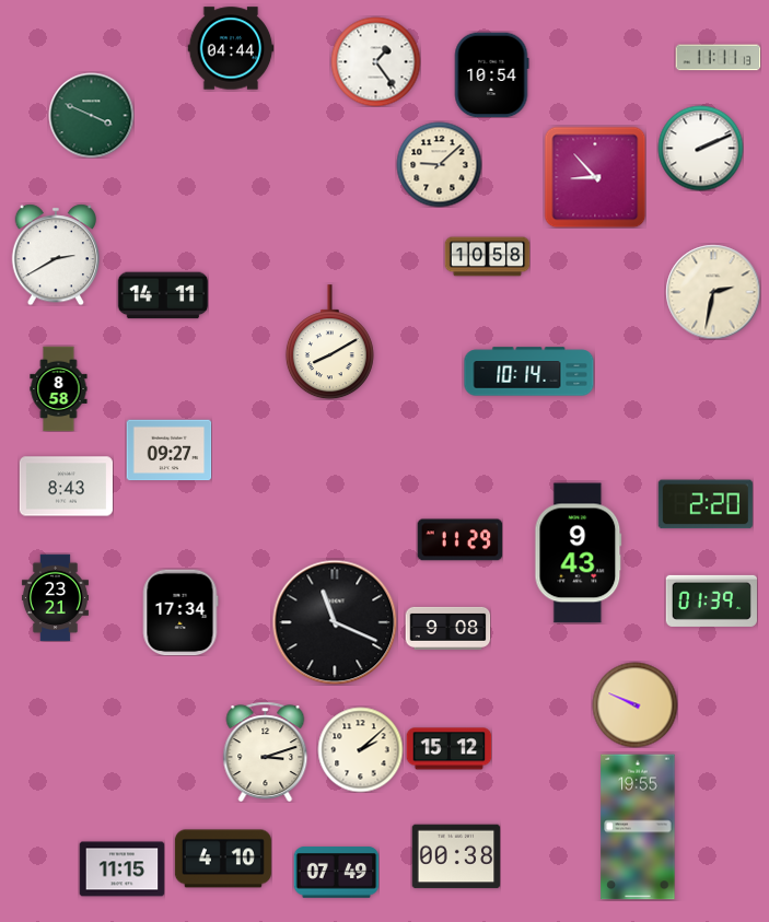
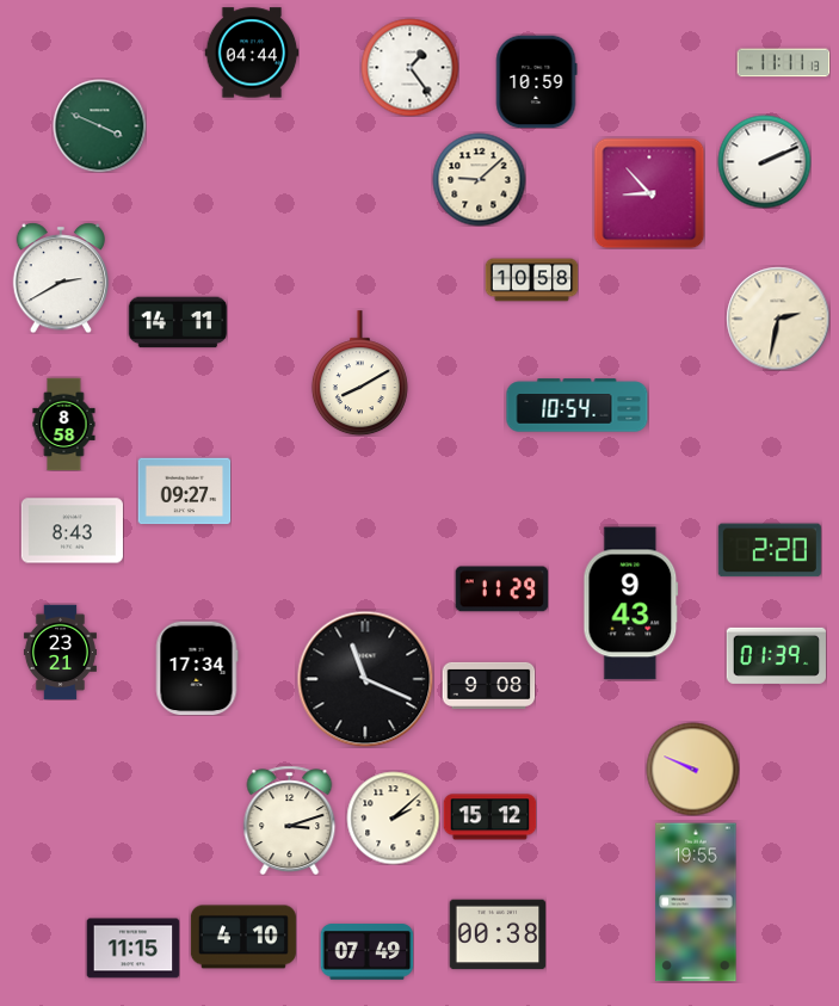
clock at (491, 74): 10:54 -> 10:59
clock at (529, 372): 10:14 -> 10:54
